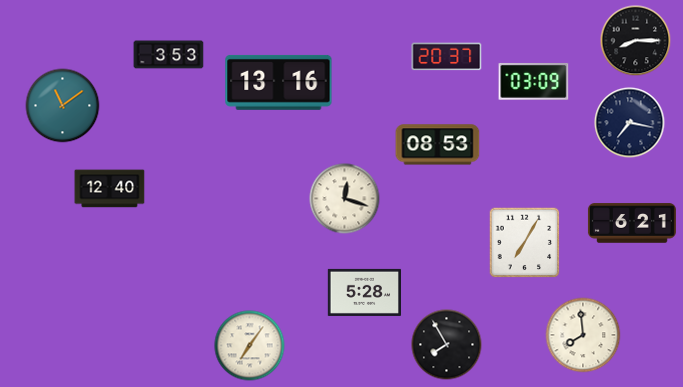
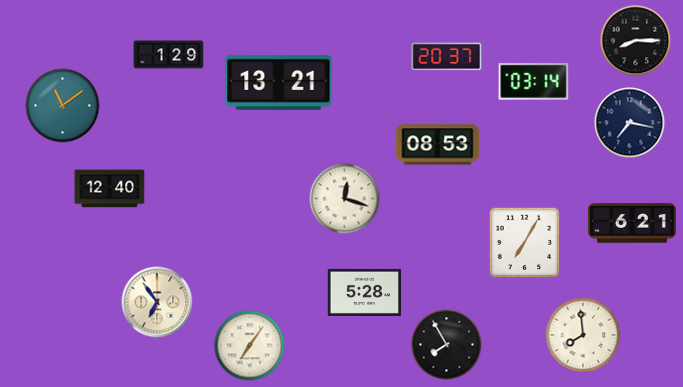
clock at (169, 55): 3:53 -> 1:29
clock at (534, 81): 03:09 -> 03:14
clock at (279, 82): 13:16 -> 13:21
clock at (157, 302): none -> 6:54
